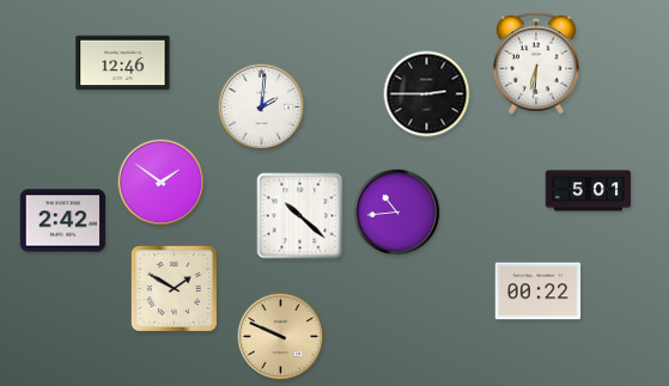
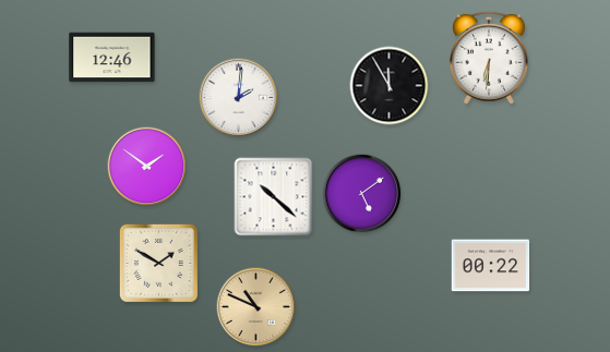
clock at (427, 94): 2:45 -> 11:55
clock at (589, 191): 5:01 -> none
clock at (397, 213): 10:44 -> 5:09
clock at (63, 221): 2:42 -> none
clock at (281, 337): 9:49 -> 10:49
